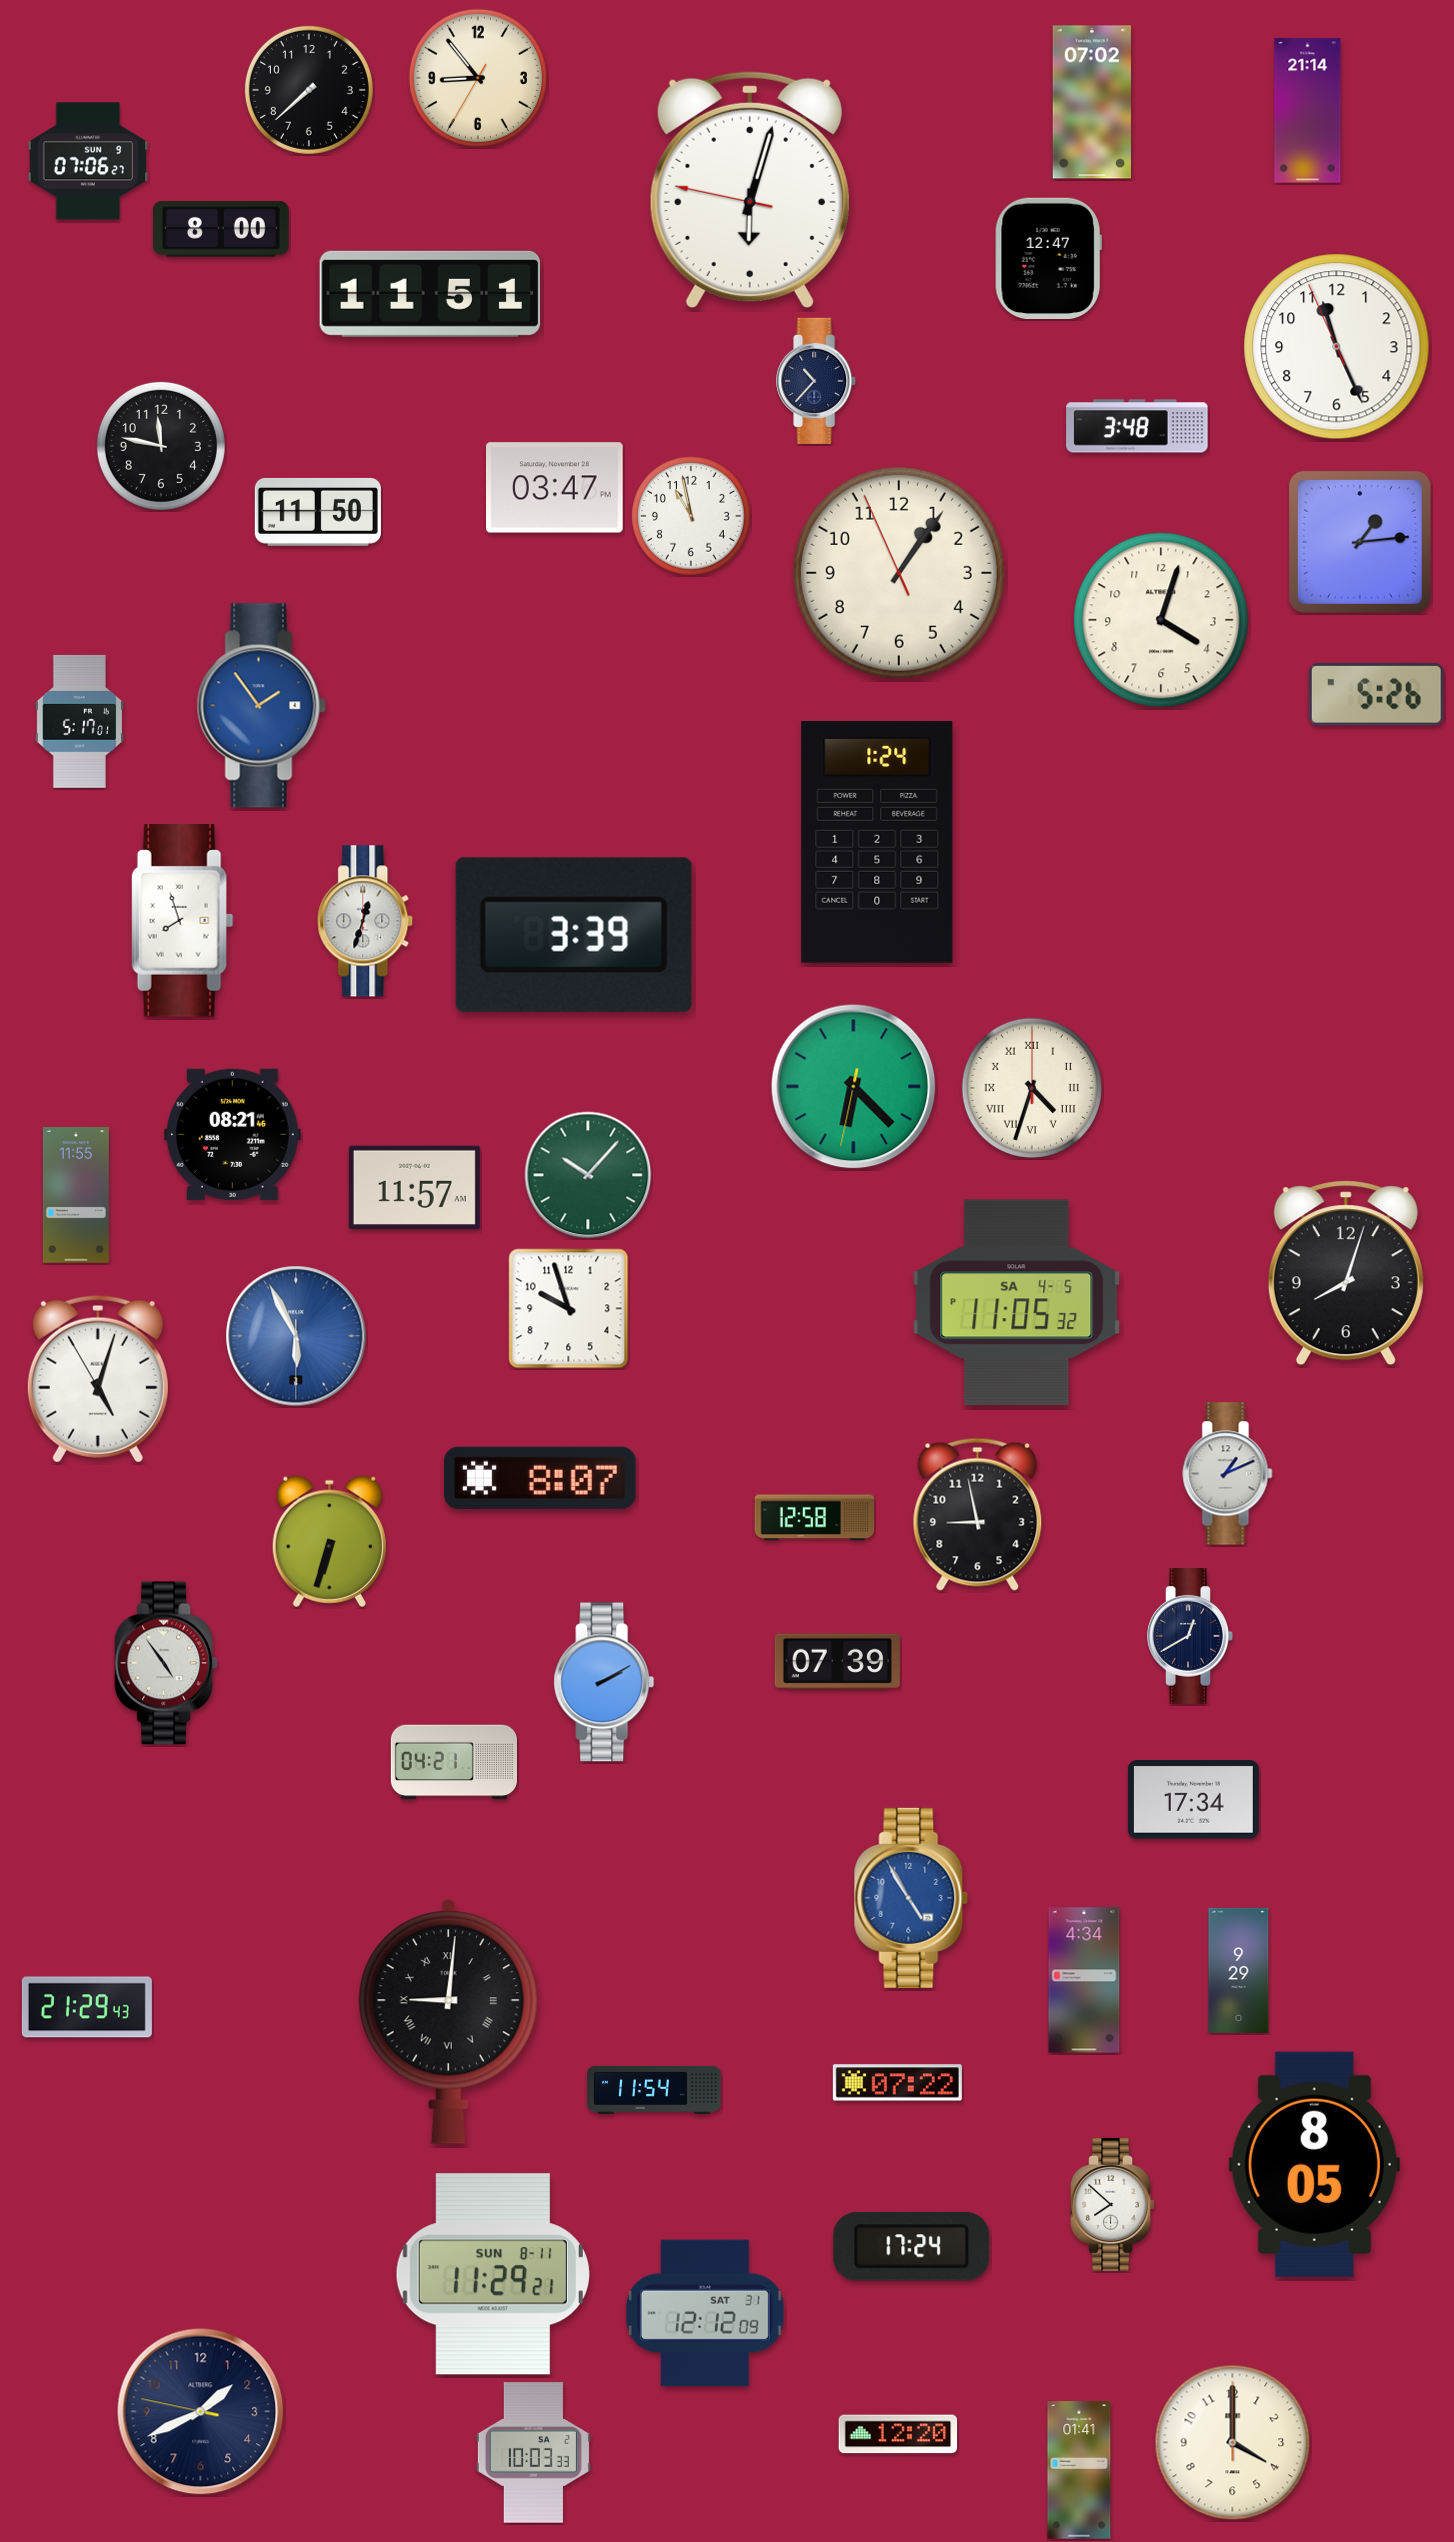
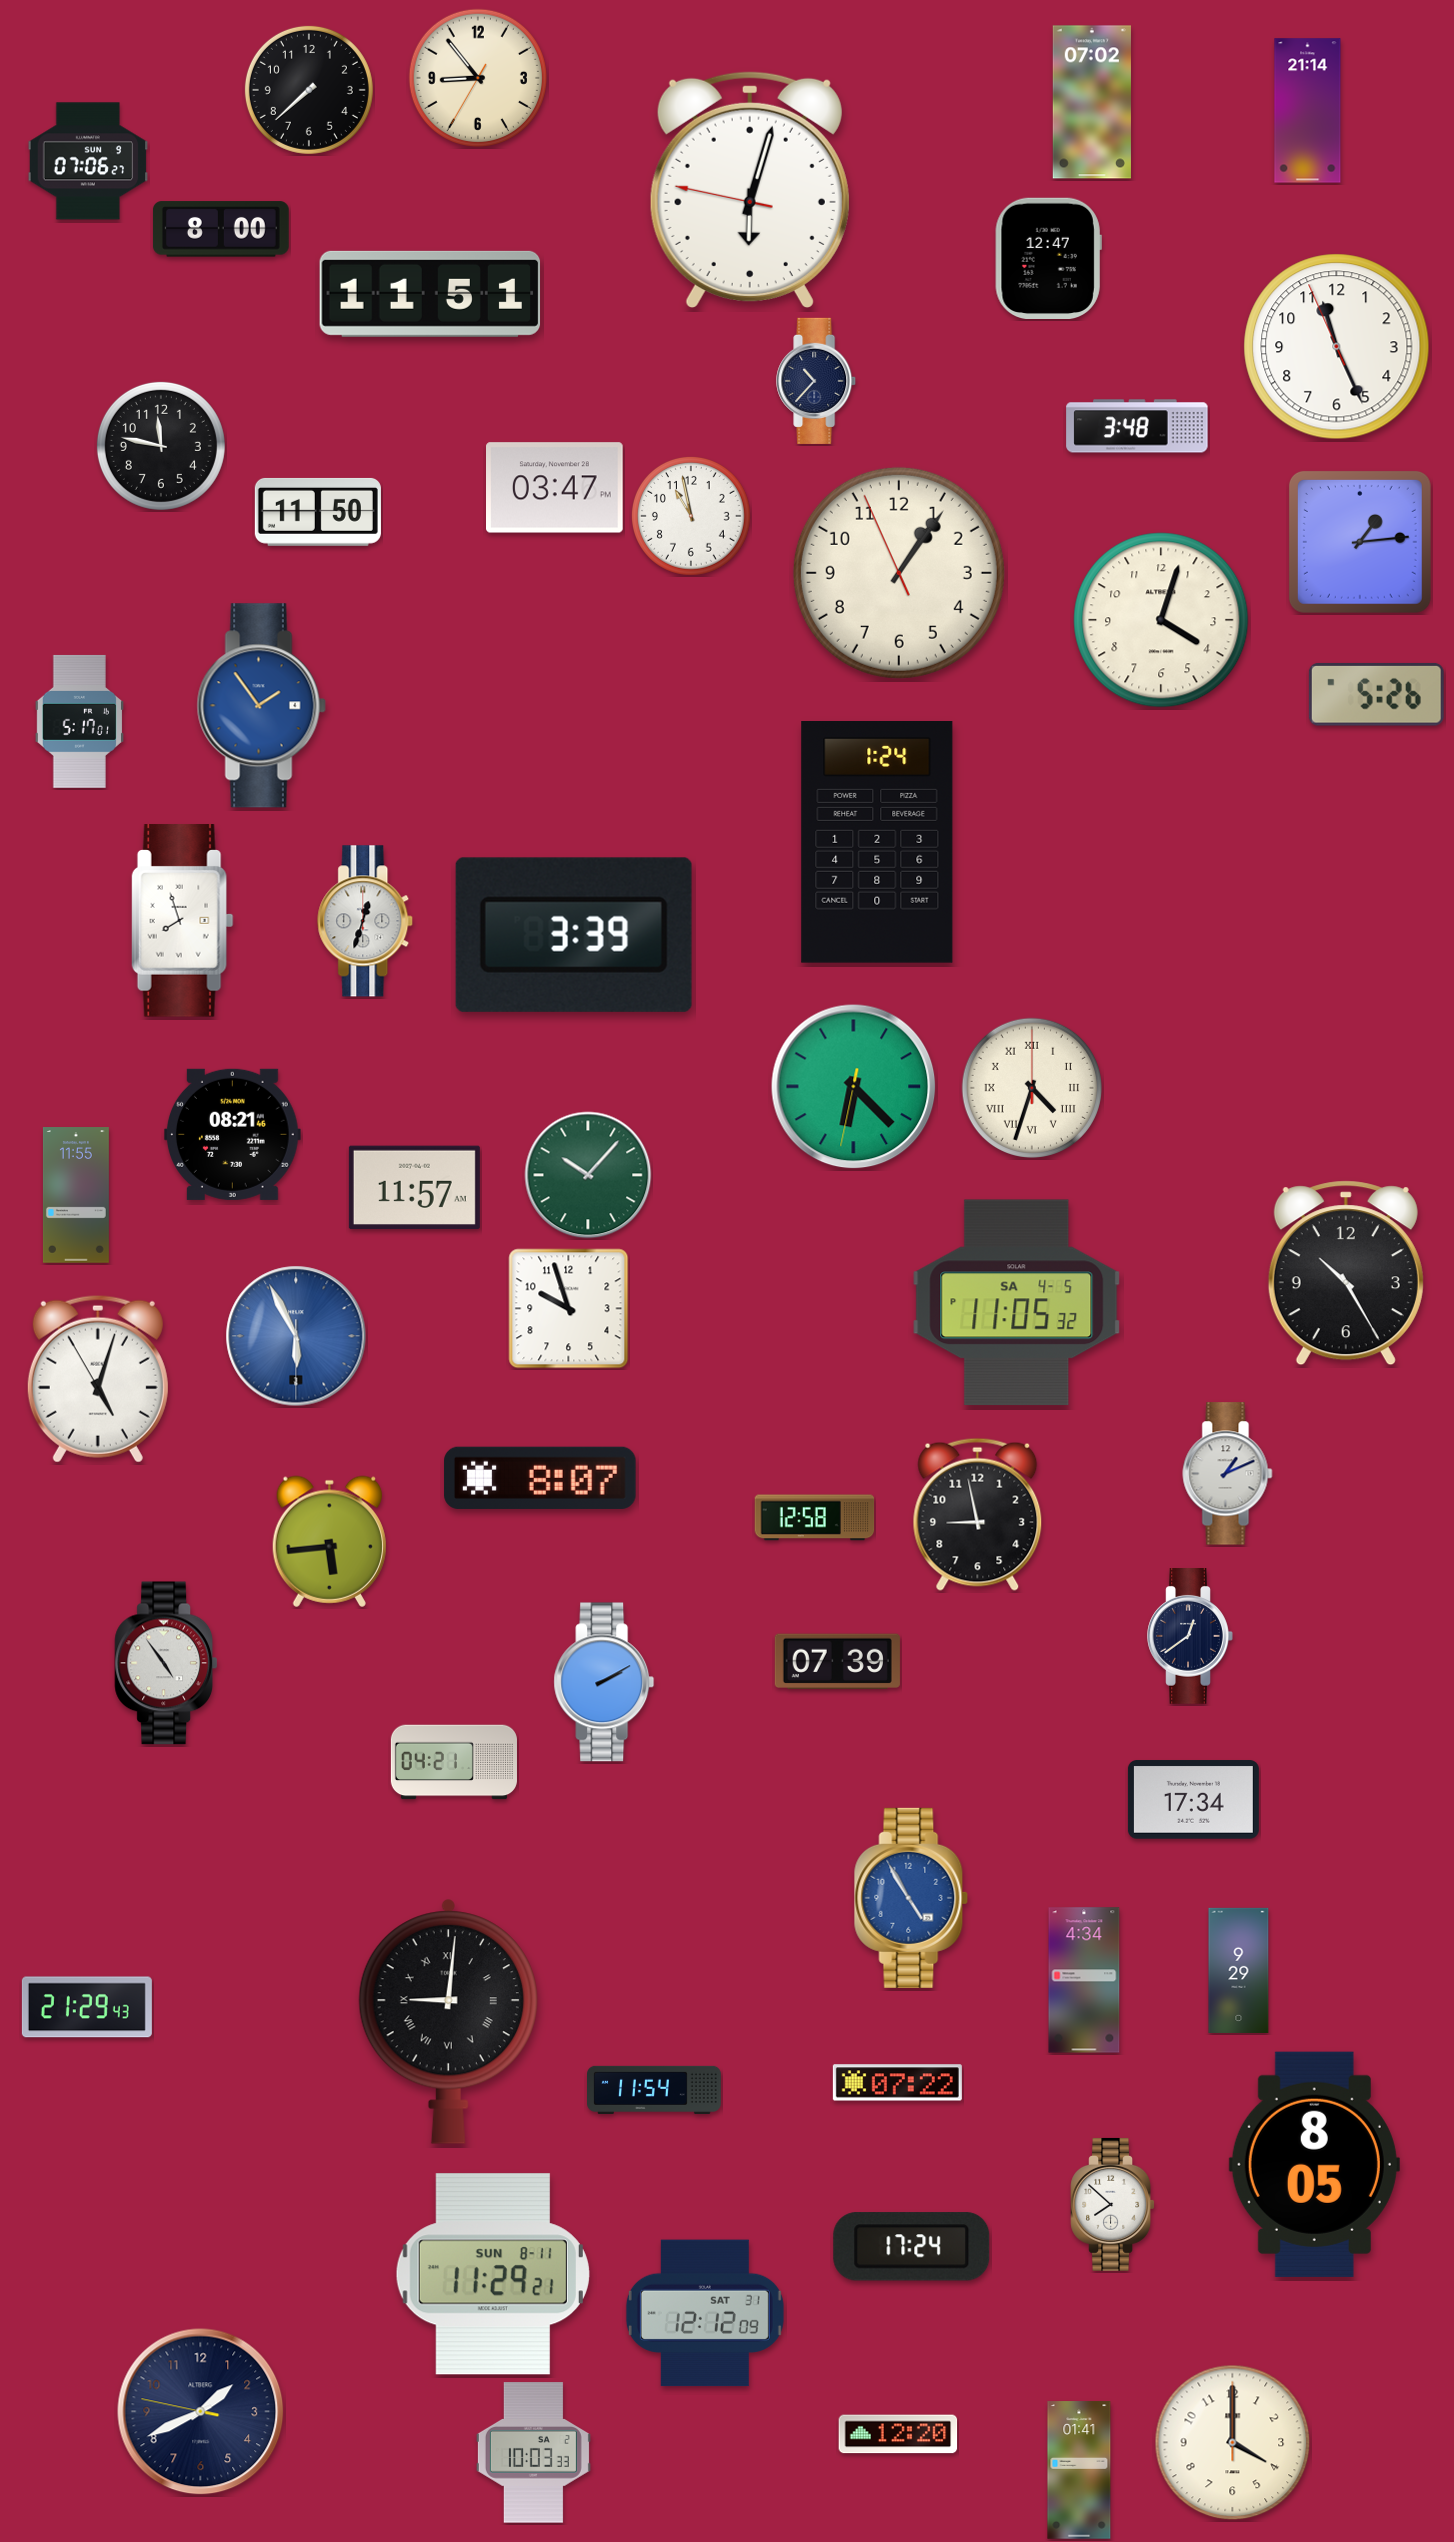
clock at (1346, 1273): 8:03 -> 10:25
clock at (329, 1541): 6:33 -> 5:44
clock at (1190, 1637): 12:40 -> 12:39
